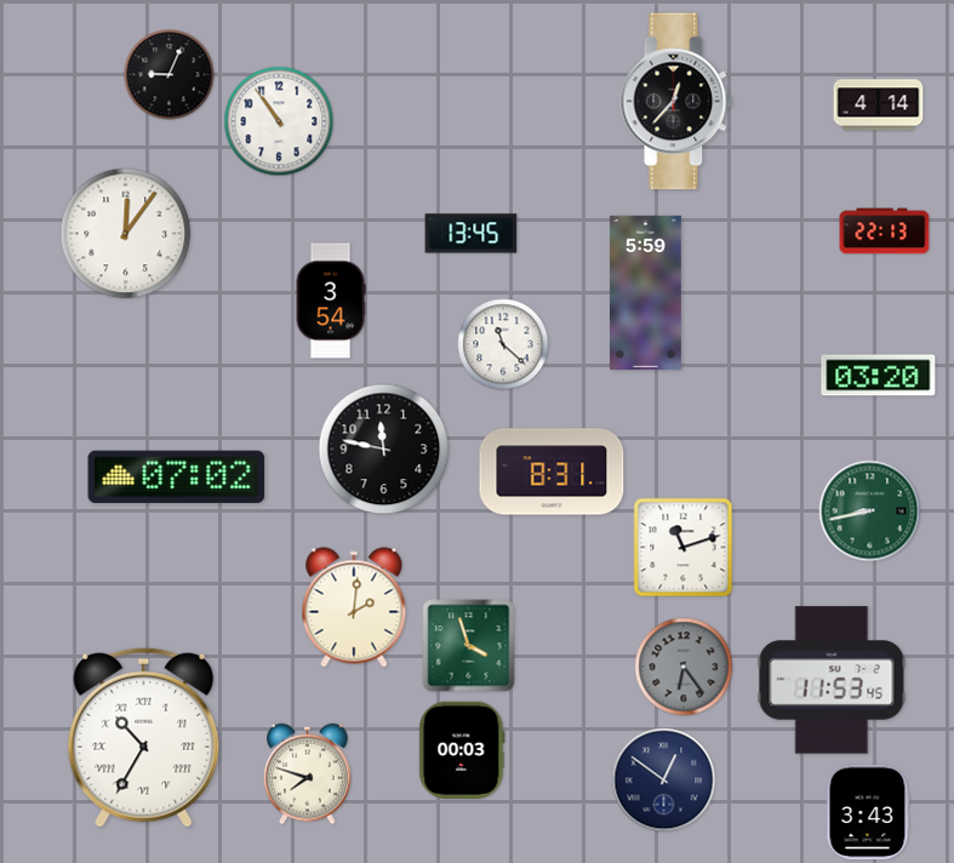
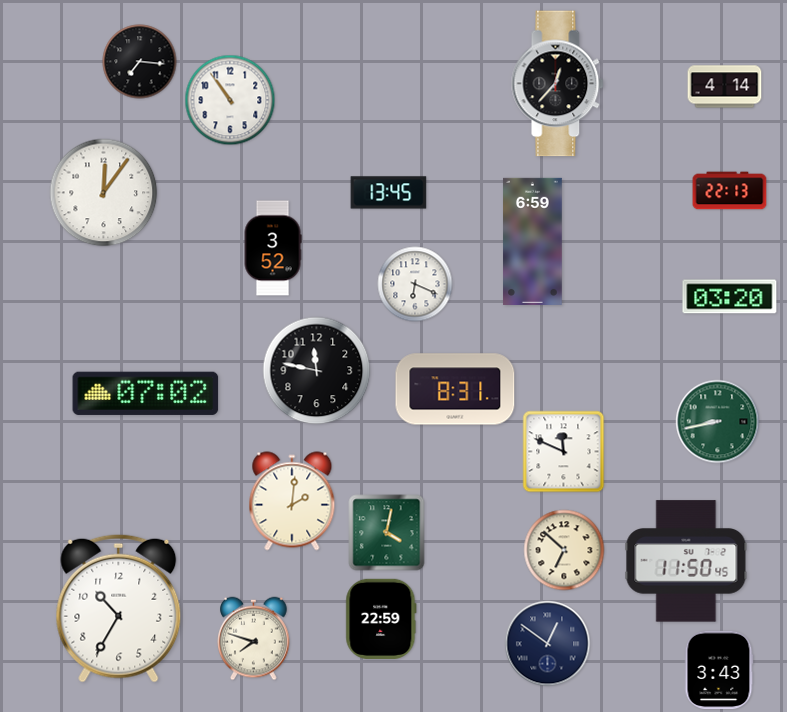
clock at (170, 75): 9:04 -> 7:16
clock at (646, 292): 5:59 -> 6:59
clock at (331, 301): 3:54 -> 3:52
clock at (503, 344): 11:22 -> 6:19
clock at (879, 376) position: (879, 376) -> (730, 297)
clock at (684, 548): 11:12 -> 11:49
clock at (469, 646): 3:57 -> 4:02
clock at (684, 667): 6:24 -> 6:52
clock at (684, 667) dial: grey -> cream
clock at (832, 680): 11:53 -> 11:50
clock at (144, 737) numerals: Roman -> Arabic
clock at (462, 750): 00:03 -> 22:59
clock at (868, 812) position: (868, 812) -> (719, 670)
